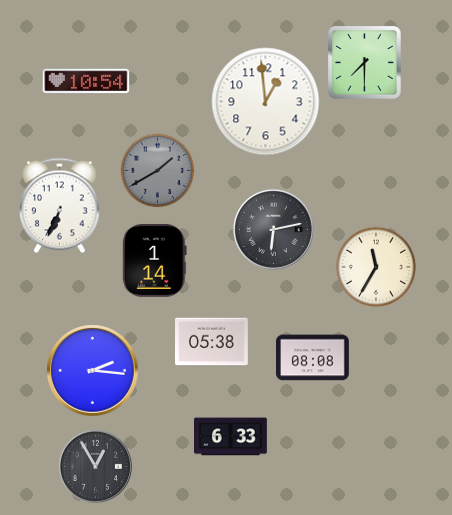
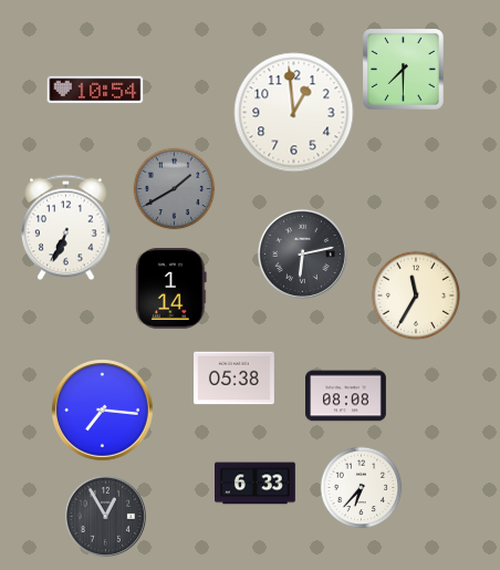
clock at (93, 371): 2:16 -> 7:16
clock at (362, 488): none -> 6:37
